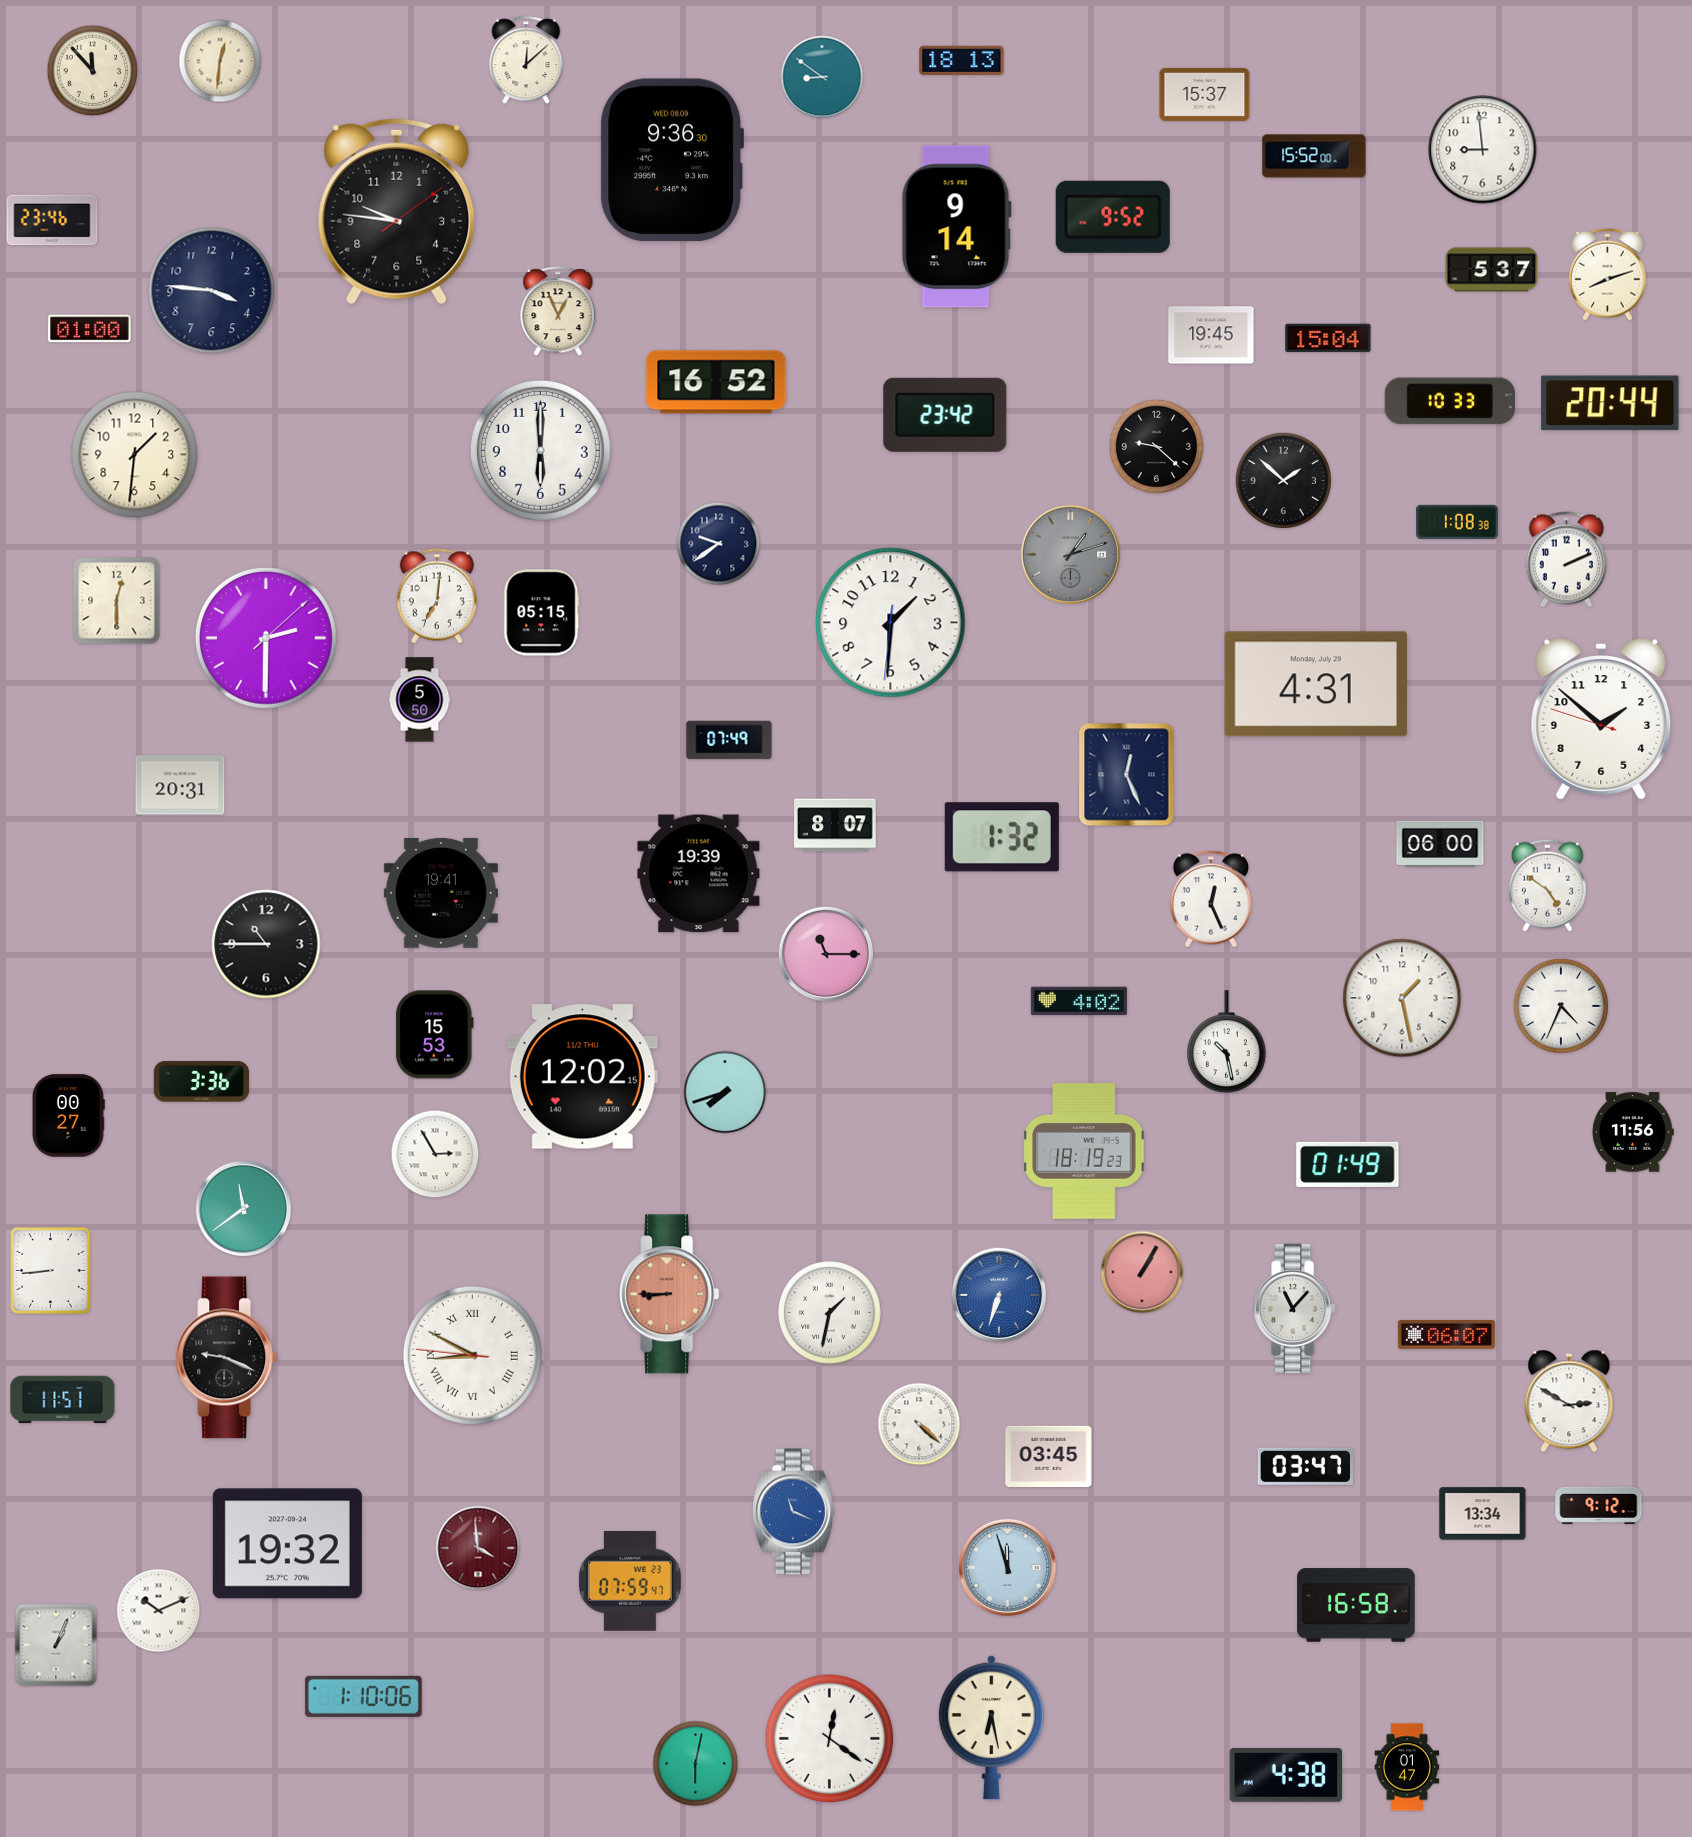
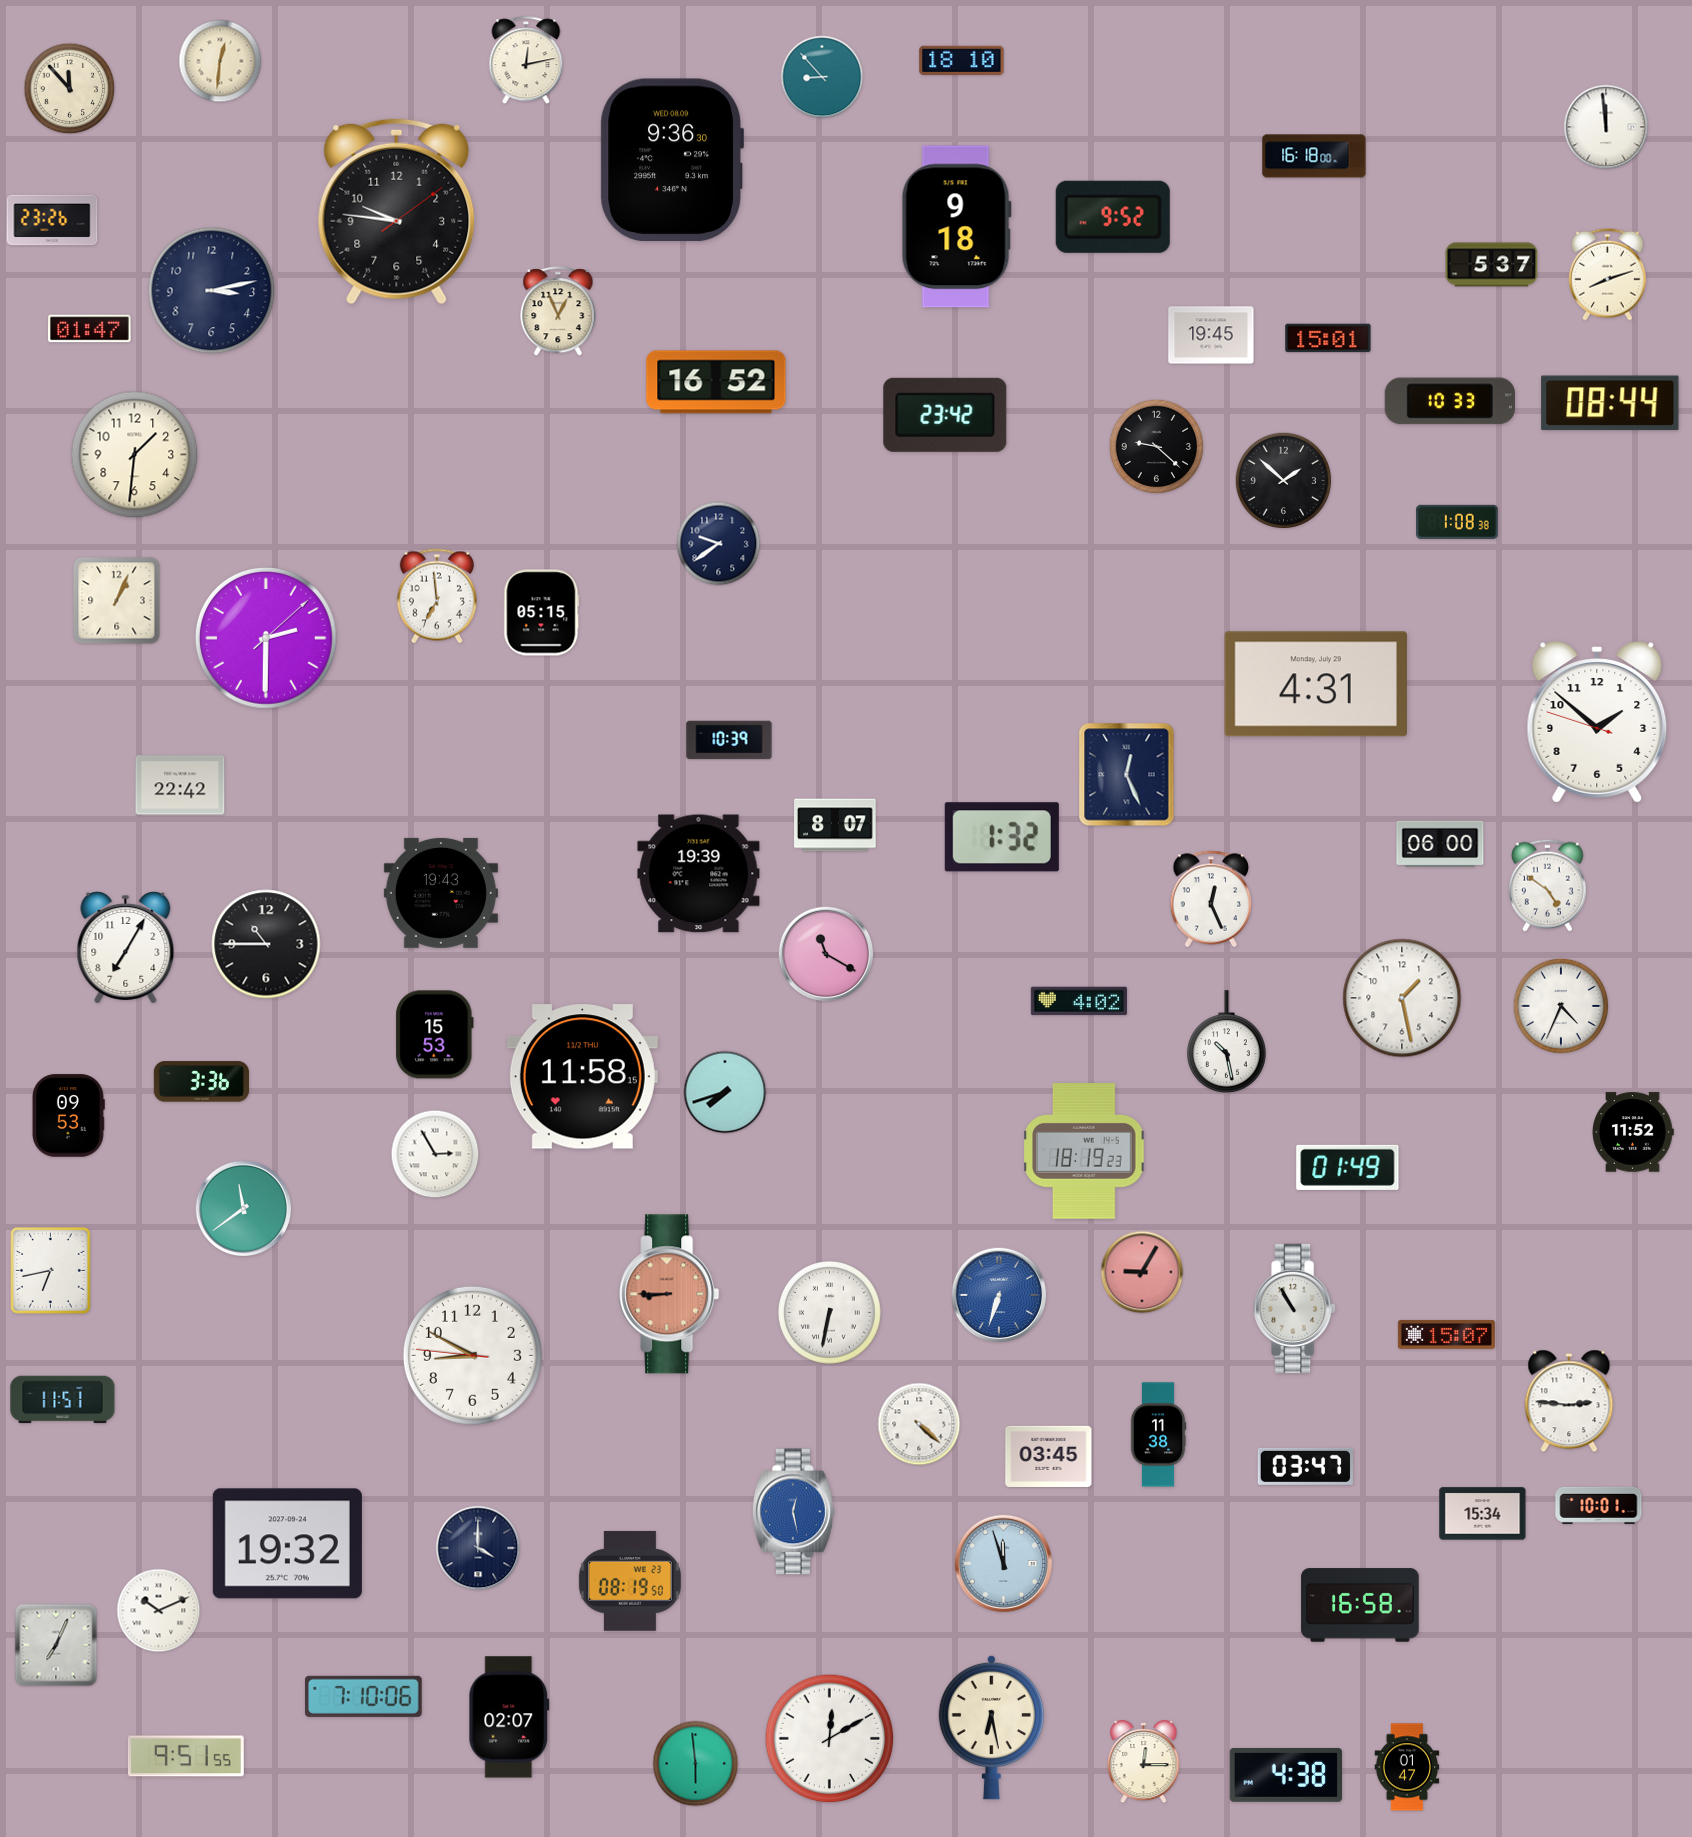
clock at (962, 60): 18:13 -> 18:10
clock at (526, 61): 12:08 -> 12:13
clock at (93, 71) position: (93, 71) -> (70, 89)
clock at (822, 77): 8:51 -> 8:53
clock at (1205, 94): 15:37 -> none
clock at (1606, 127): none -> 11:59
clock at (1483, 150): 8:59 -> none
clock at (1314, 156): 15:52 -> 16:18
clock at (52, 220): 23:46 -> 23:26
clock at (956, 227): 9:14 -> 9:18
clock at (1492, 270) position: (1492, 270) -> (1492, 265)
clock at (212, 291): 3:46 -> 3:13
clock at (90, 329): 01:00 -> 01:47
clock at (1328, 338): 15:04 -> 15:01
clock at (1610, 403): 20:44 -> 08:44
clock at (540, 450): 6:00 -> none
clock at (1070, 554): 1:12 -> none
clock at (1566, 560): 2:11 -> none
clock at (437, 596): 7:01 -> 6:59
clock at (117, 601): 12:30 -> 1:04
clock at (891, 623): 1:30 -> none
clock at (420, 700): 5:50 -> none
clock at (1601, 719) position: (1601, 719) -> (1597, 722)
clock at (729, 740): 07:49 -> 10:39
clock at (180, 785): 20:31 -> 22:42
clock at (441, 893): 19:41 -> 19:43
clock at (126, 948): none -> 7:05
clock at (826, 954): 11:15 -> 11:20
clock at (582, 1077): 12:02 -> 11:58
clock at (69, 1116): 00:27 -> 09:53
clock at (1633, 1132): 11:56 -> 11:52
clock at (1348, 1164) position: (1348, 1164) -> (1348, 1167)
clock at (51, 1271): 8:44 -> 6:43
clock at (1142, 1272): 1:05 -> 9:05
clock at (1295, 1309): 11:07 -> 10:55
clock at (830, 1313): 1:32 -> 6:32
clock at (1446, 1334): 06:07 -> 15:07
clock at (472, 1355) numerals: Roman -> Arabic
clock at (227, 1358): 9:19 -> none
clock at (1569, 1401): 2:50 -> 2:46
clock at (1158, 1435): none -> 11:38
clock at (1599, 1505): 9:12 -> 10:01
clock at (793, 1512): 11:19 -> 12:28
clock at (1483, 1514): 13:34 -> 15:34
clock at (478, 1548): 3:59 -> 4:00
clock at (478, 1548) dial: burgundy -> navy
clock at (1007, 1567) position: (1007, 1567) -> (1003, 1563)
clock at (630, 1581): 07:59 -> 08:19
clock at (1356, 1605) position: (1356, 1605) -> (1360, 1605)
clock at (56, 1645): 1:04 -> 7:04
clock at (363, 1696): 1:10 -> 7:10
clock at (509, 1717): none -> 02:07
clock at (830, 1739): 12:21 -> 12:10
clock at (186, 1756): none -> 9:51
clock at (1144, 1762): none -> 12:15
clock at (696, 1764): 6:02 -> 5:59
